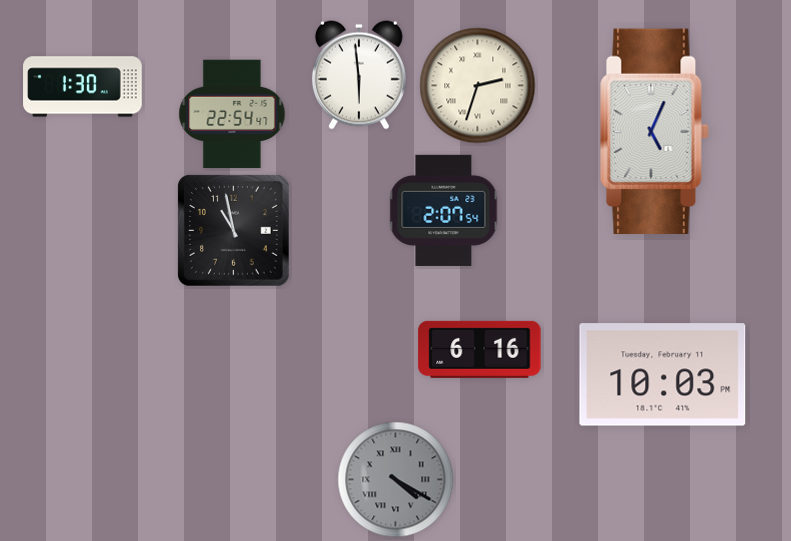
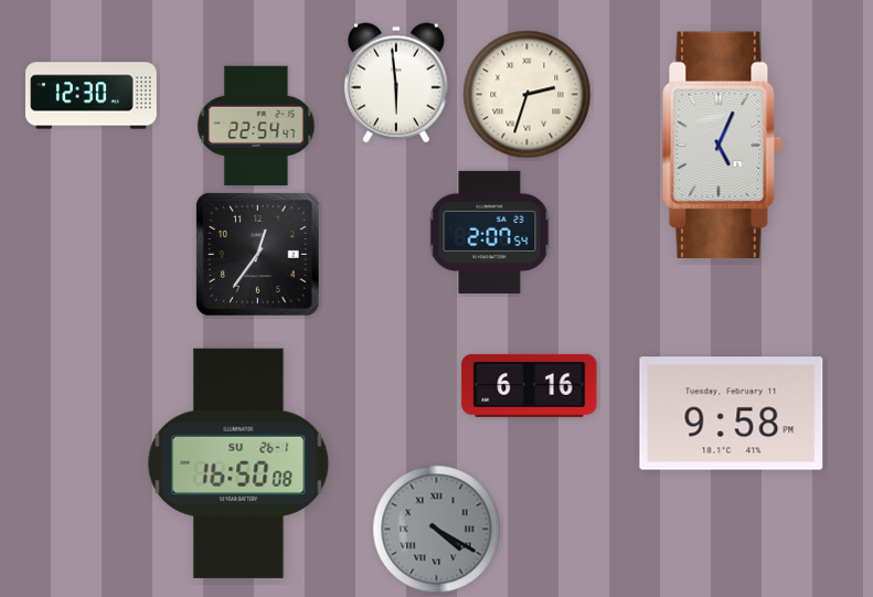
clock at (83, 87): 1:30 -> 12:30
clock at (234, 231): 10:58 -> 12:36
clock at (663, 375): 10:03 -> 9:58
clock at (238, 463): none -> 16:50
